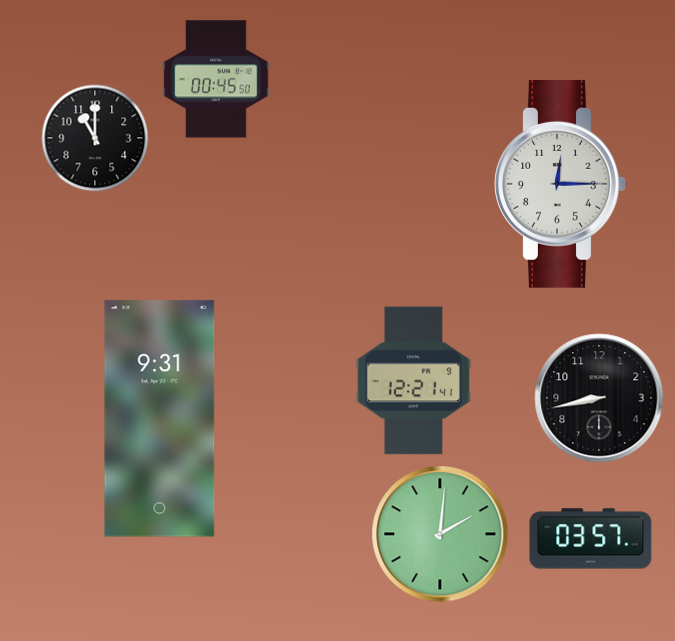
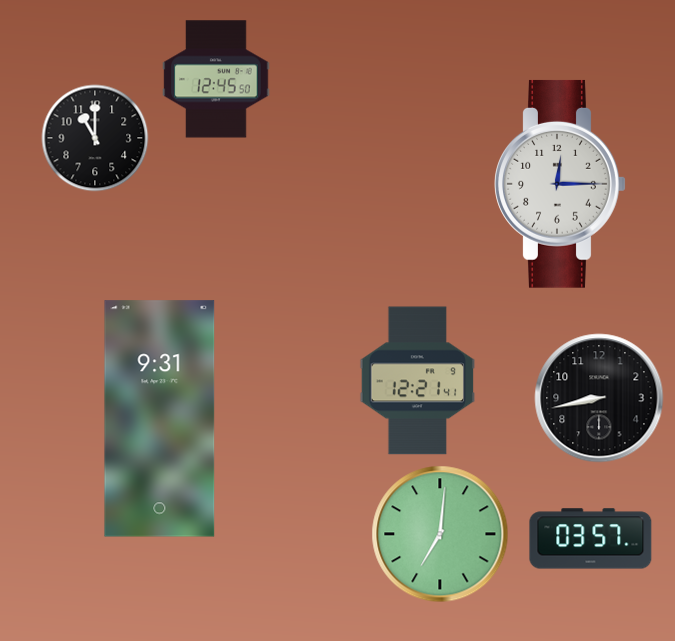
clock at (216, 79): 00:45 -> 12:45
clock at (414, 381) position: (414, 381) -> (418, 381)
clock at (440, 534): 2:01 -> 7:01
